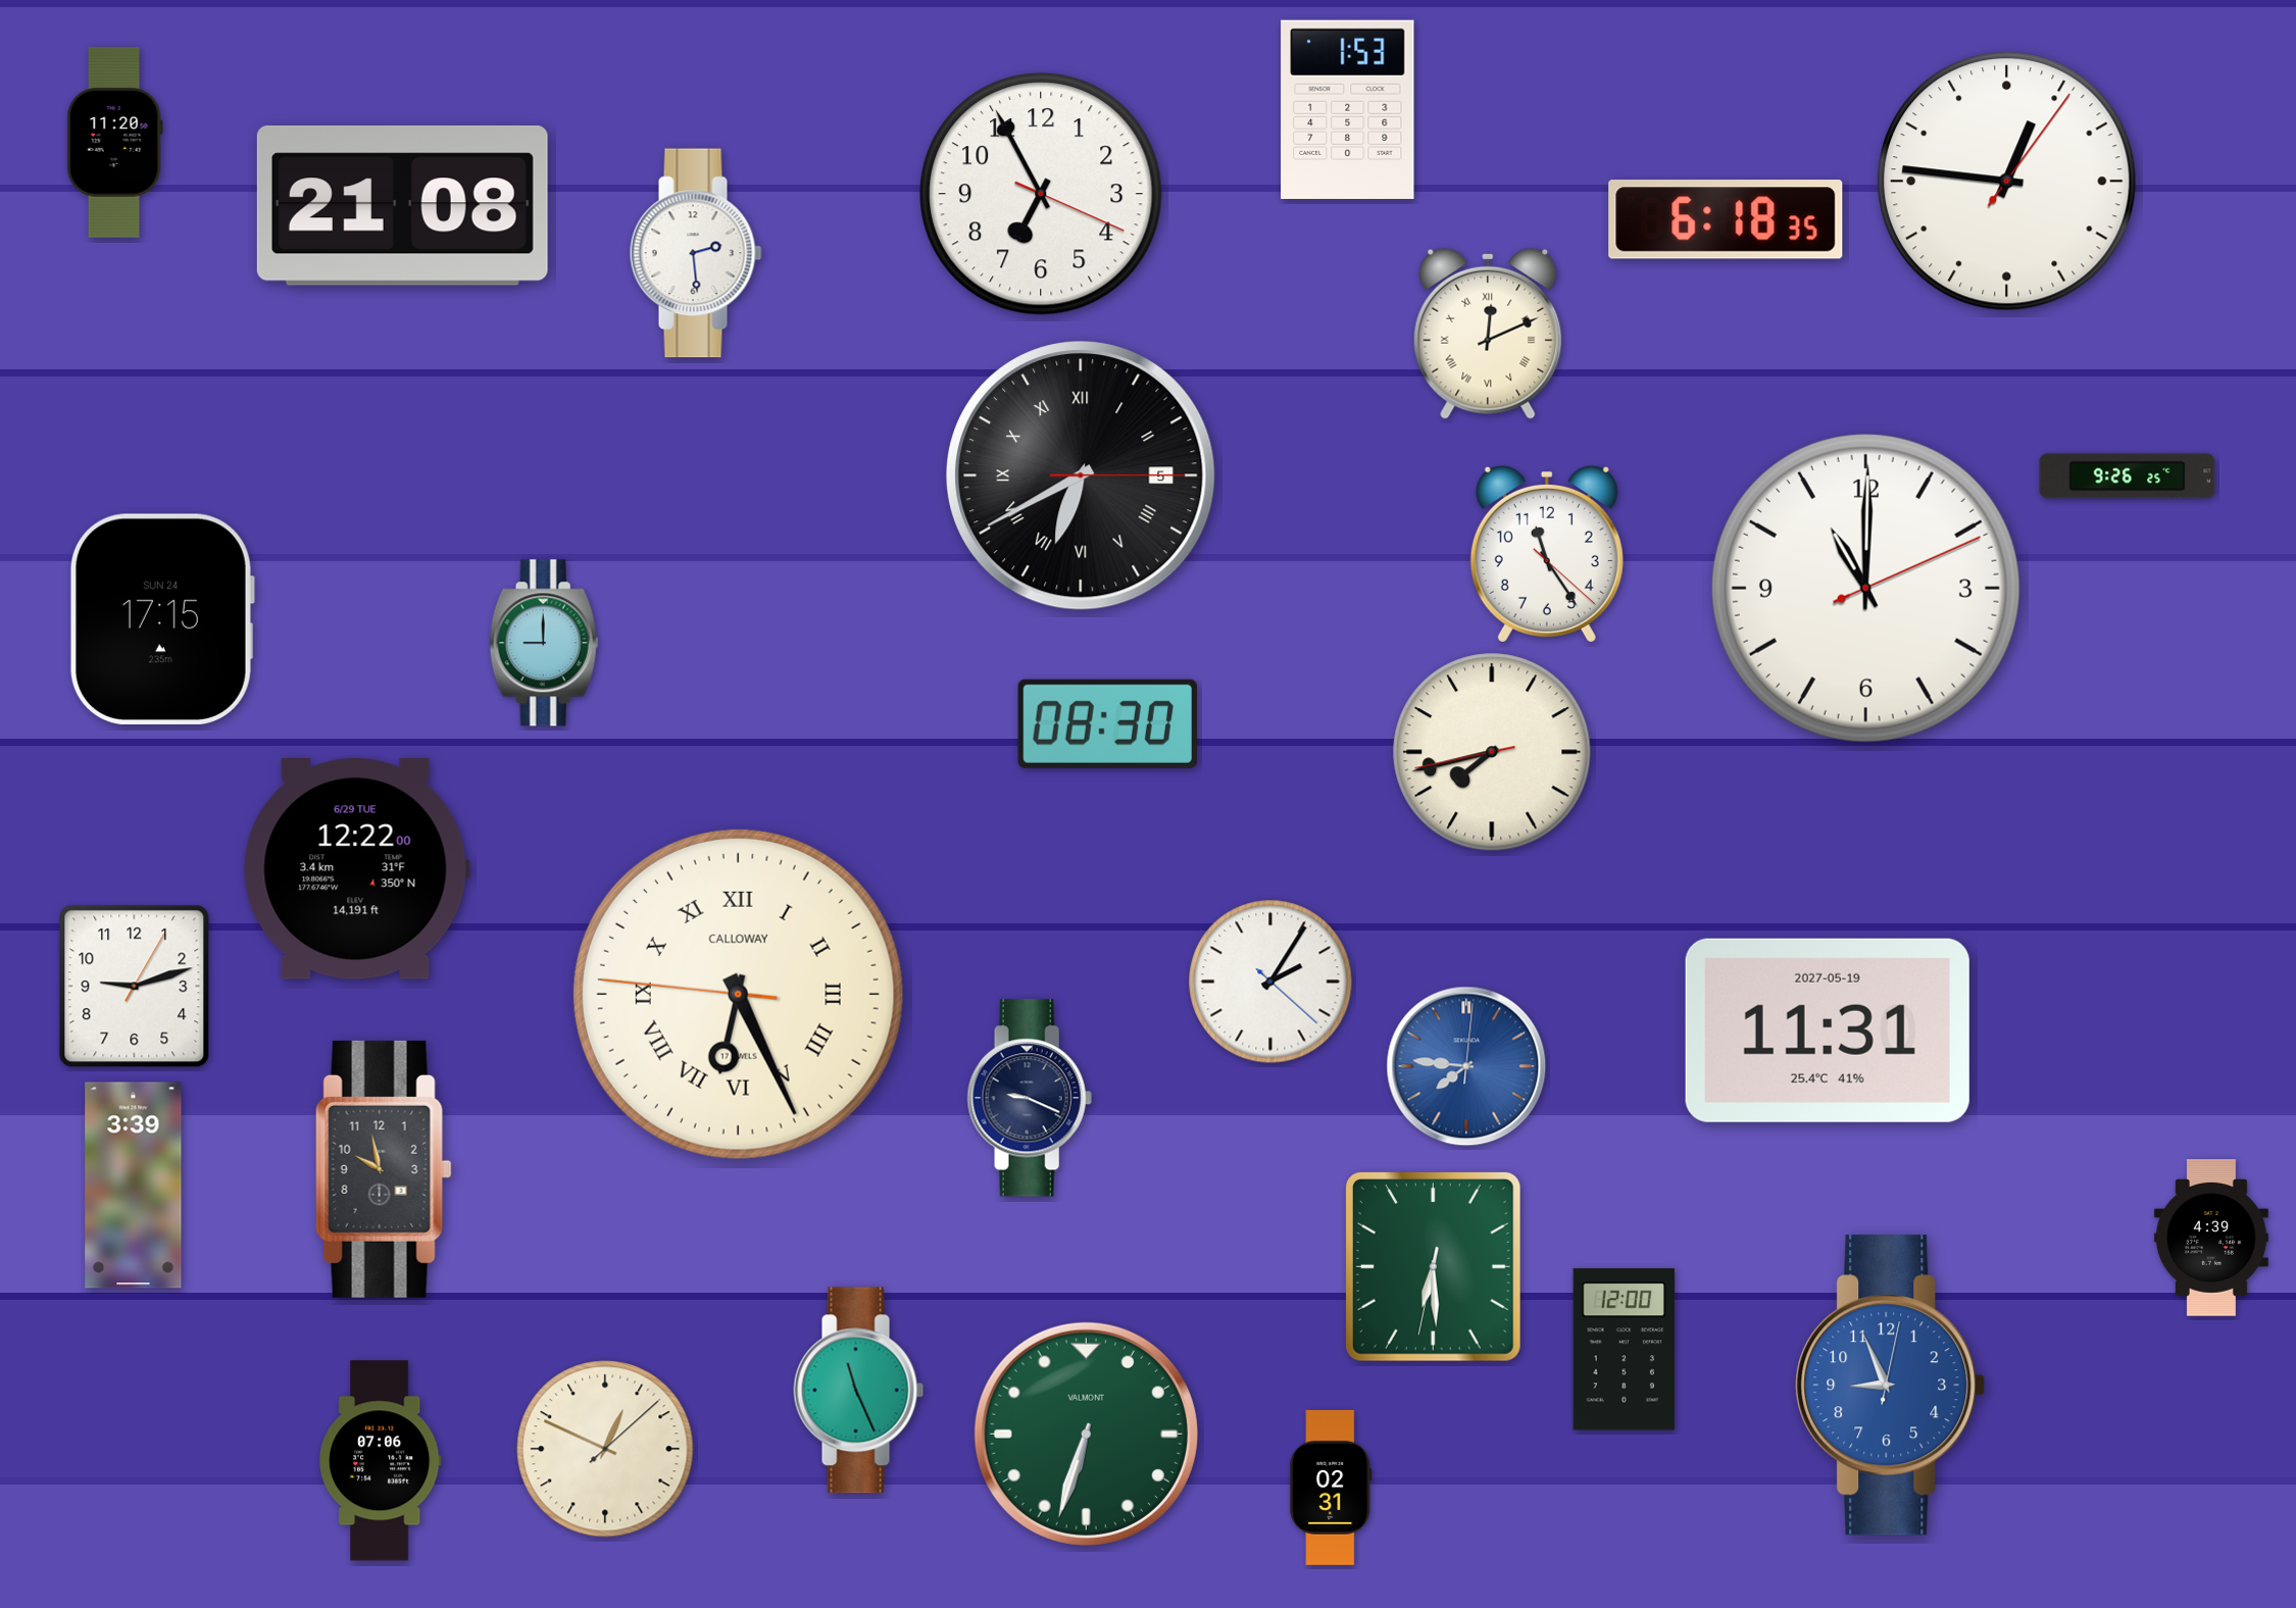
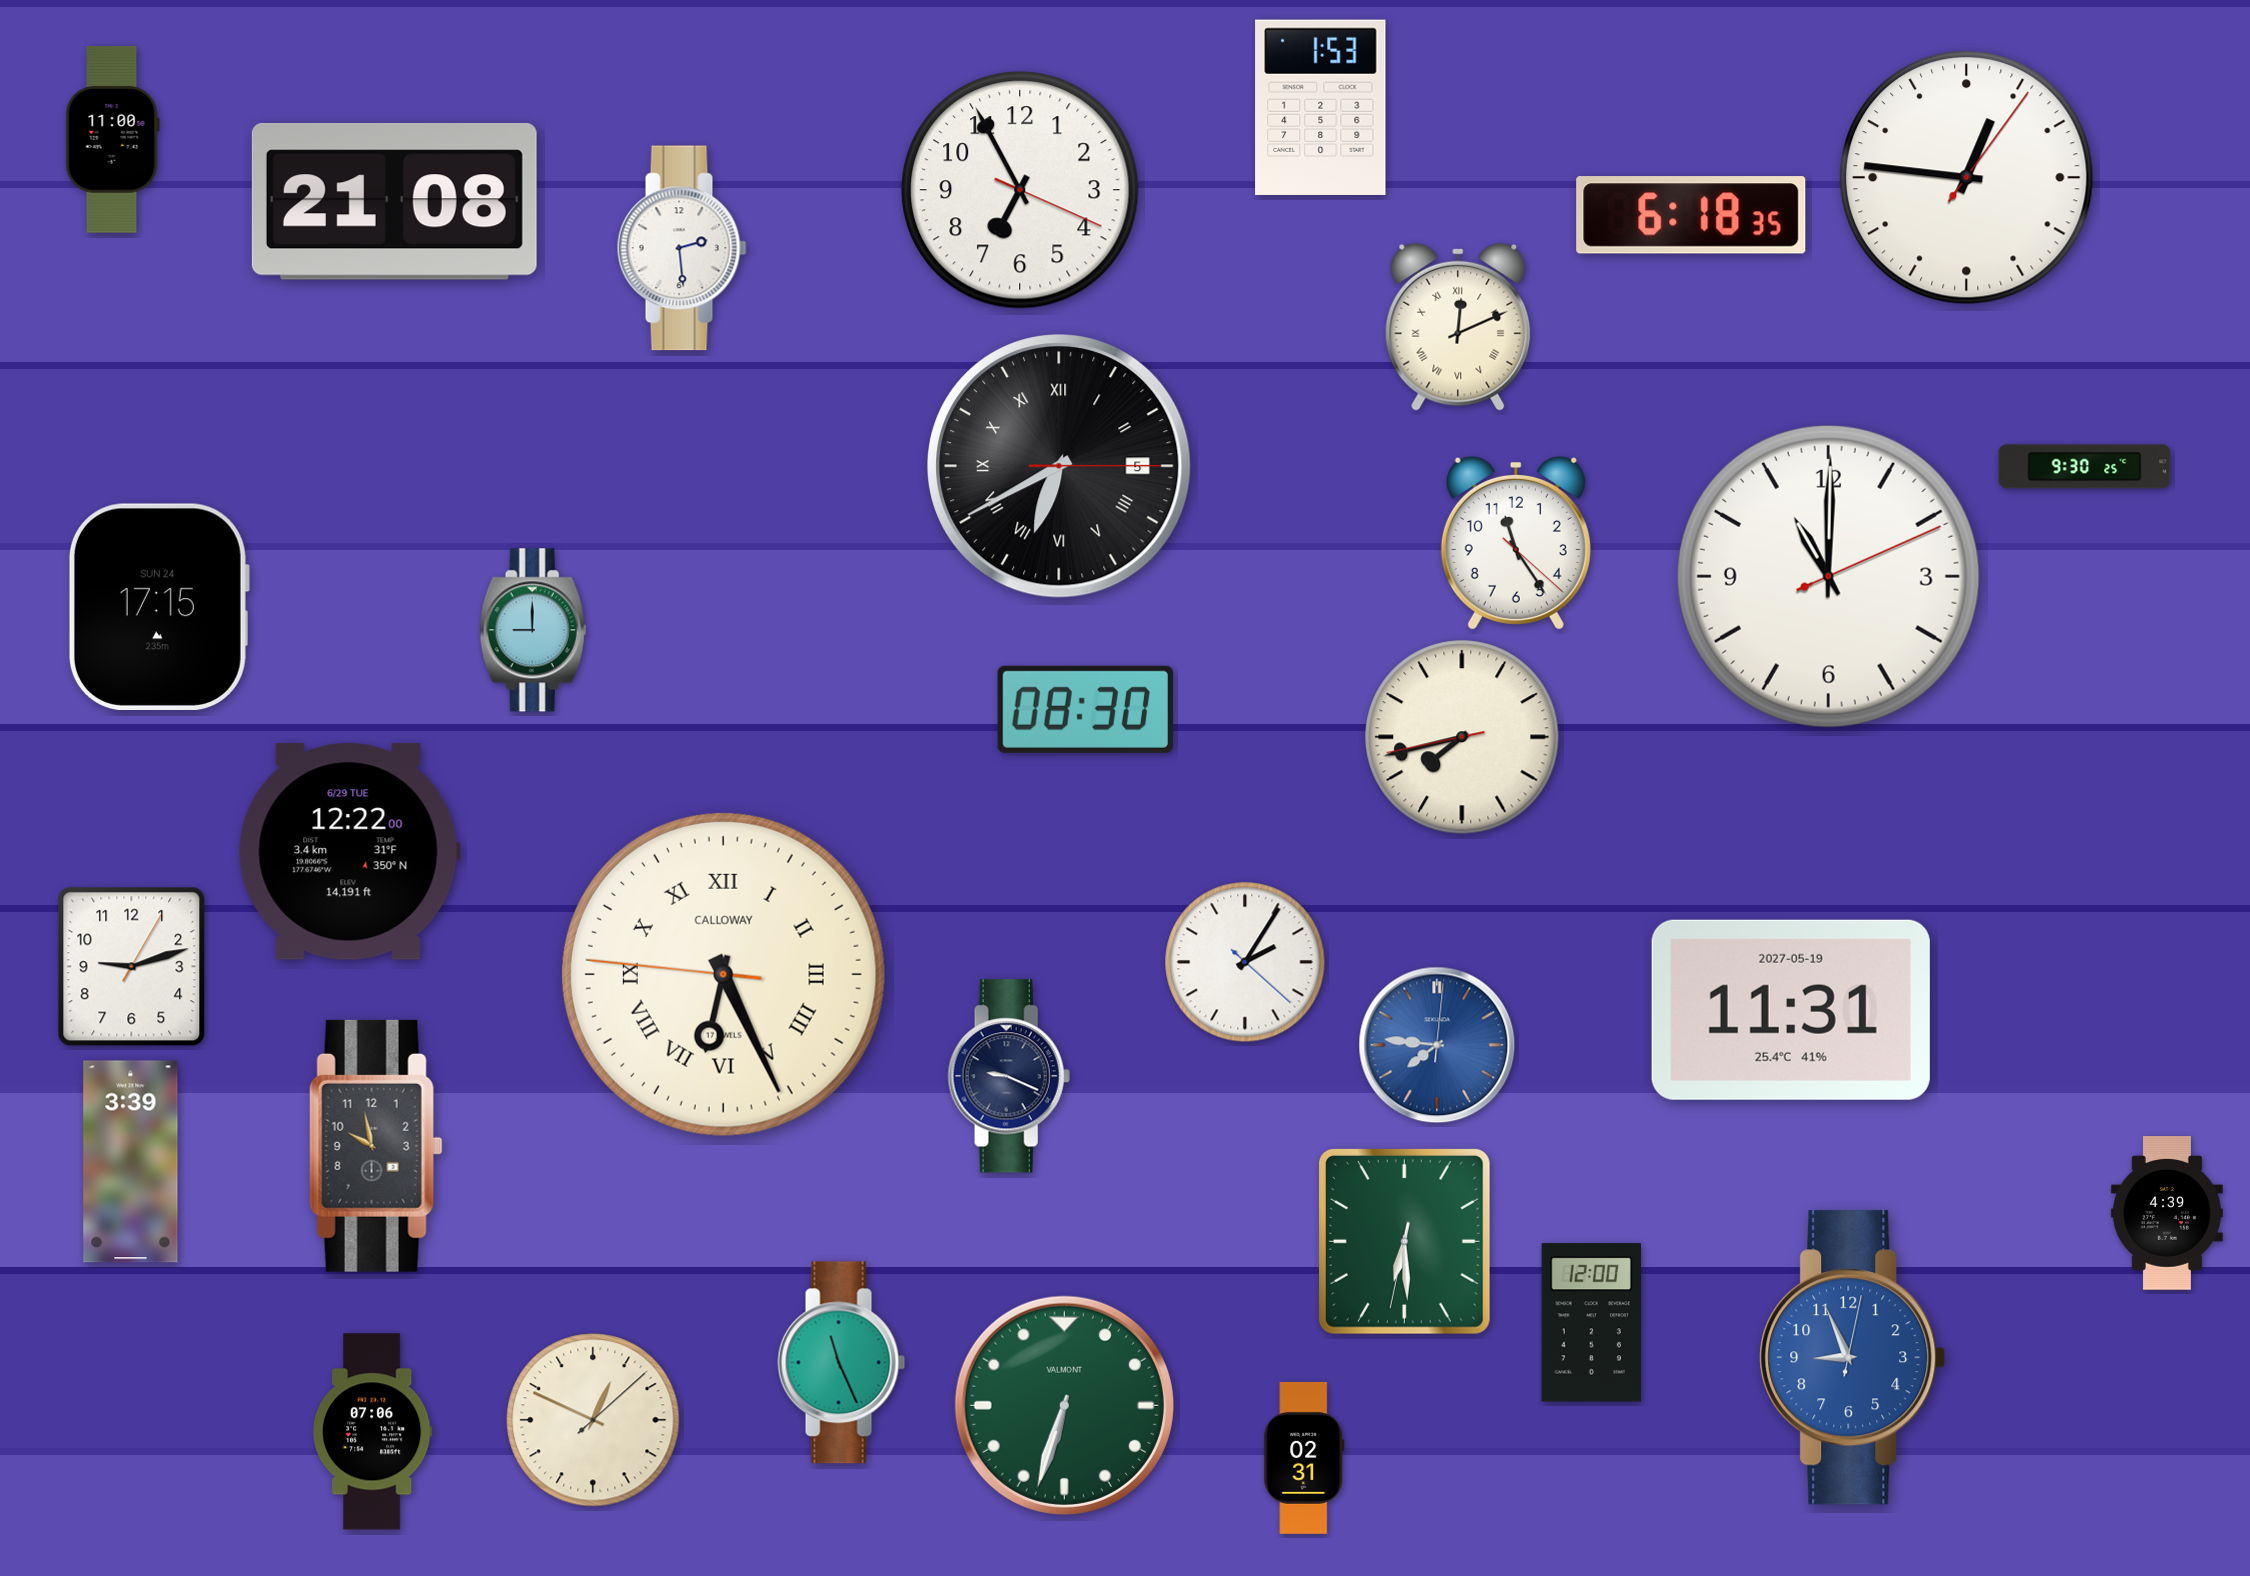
clock at (114, 142): 11:20 -> 11:00
clock at (2128, 476): 9:26 -> 9:30
